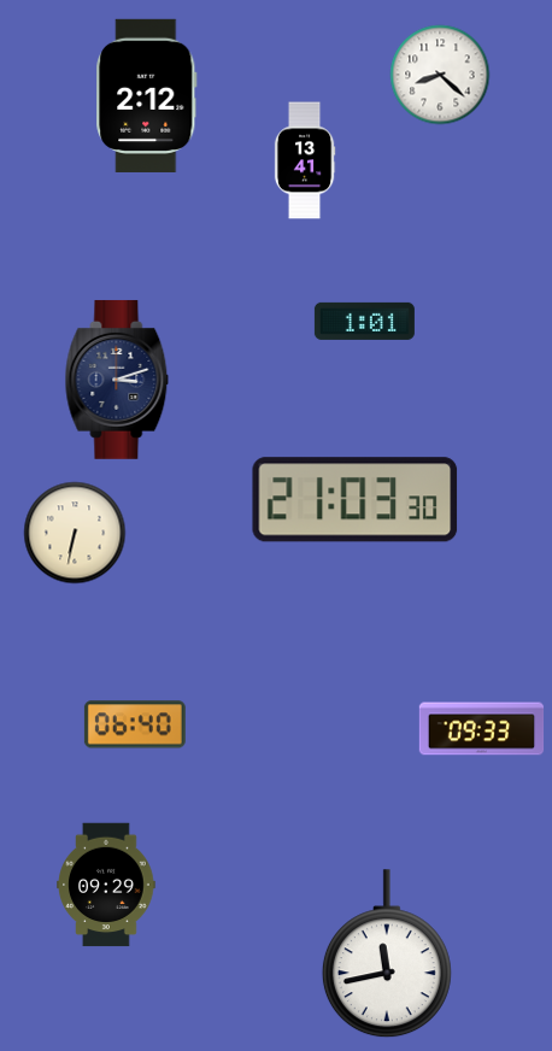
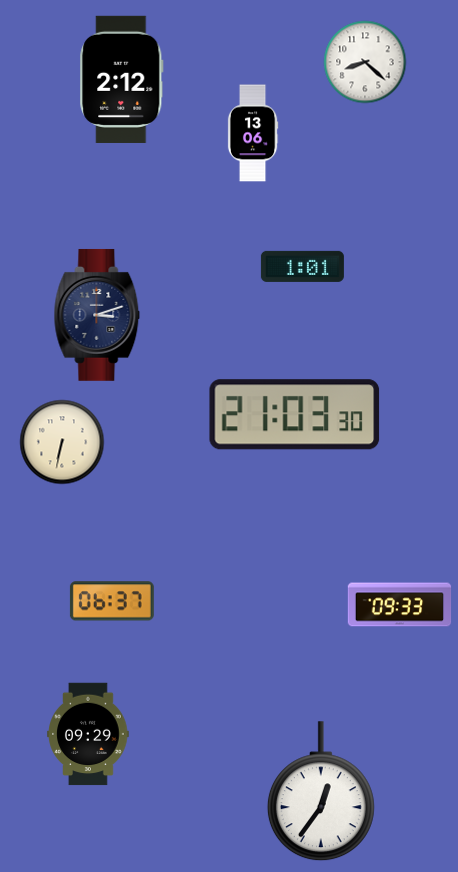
clock at (305, 160): 13:41 -> 13:06
clock at (135, 724): 06:40 -> 06:37
clock at (387, 955): 11:43 -> 12:36
